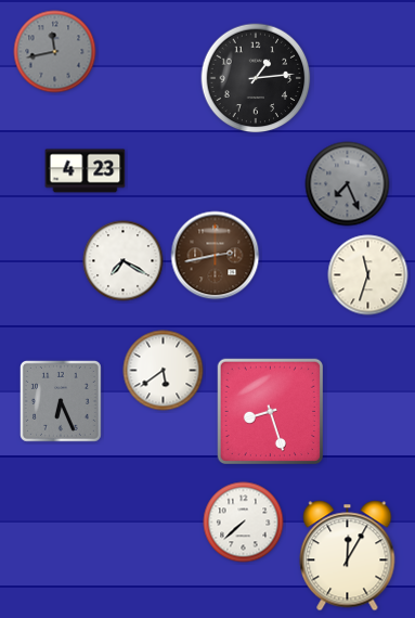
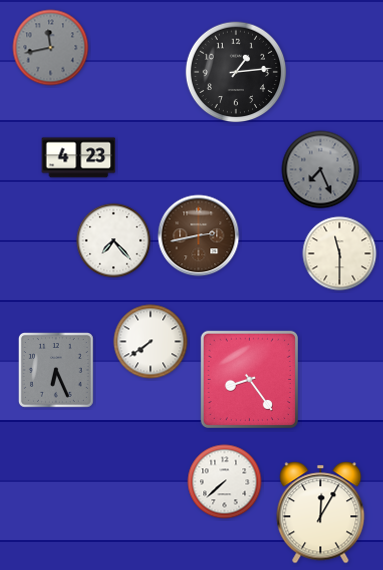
clock at (124, 261): 7:20 -> 7:23
clock at (368, 275): 11:33 -> 11:30
clock at (164, 371): 5:39 -> 7:39
clock at (270, 411): 8:27 -> 8:24
